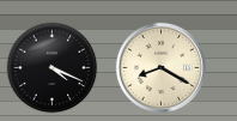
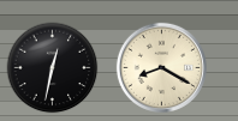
clock at (53, 68): 4:19 -> 12:32
